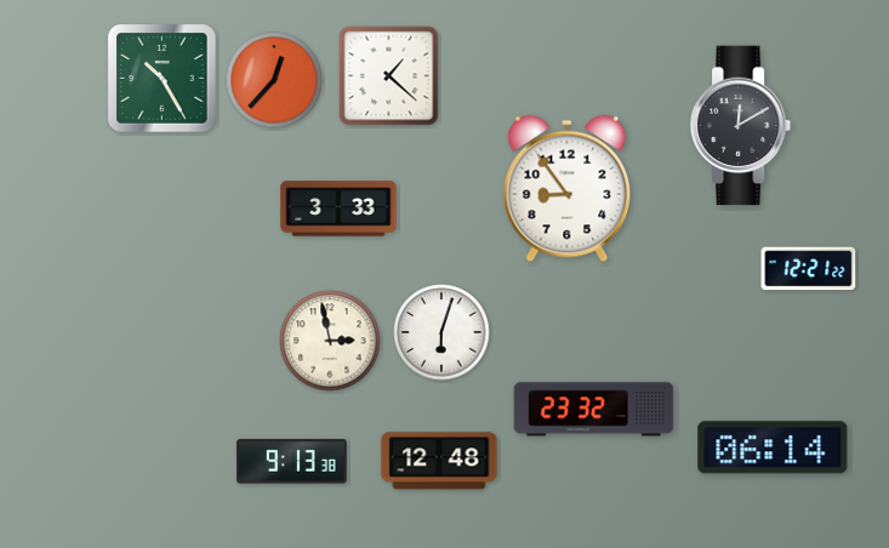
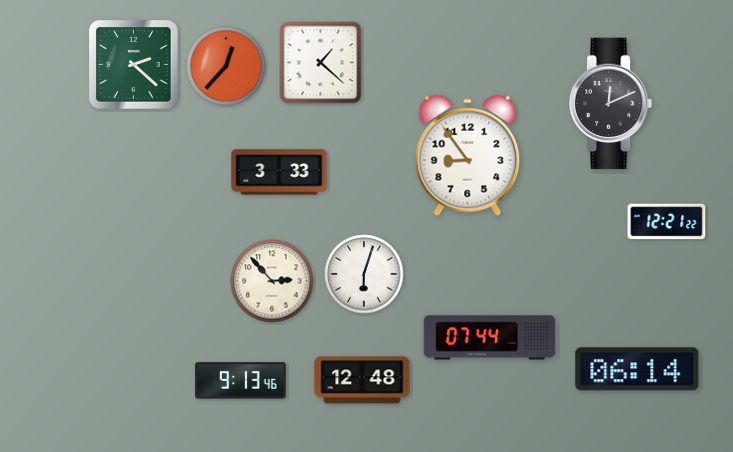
clock at (163, 79): 10:25 -> 2:22
clock at (741, 126): 12:10 -> 12:11
clock at (330, 341): 2:58 -> 2:53
clock at (594, 410): 23:32 -> 07:44
clock at (292, 462): 9:13:38 -> 9:13:46
